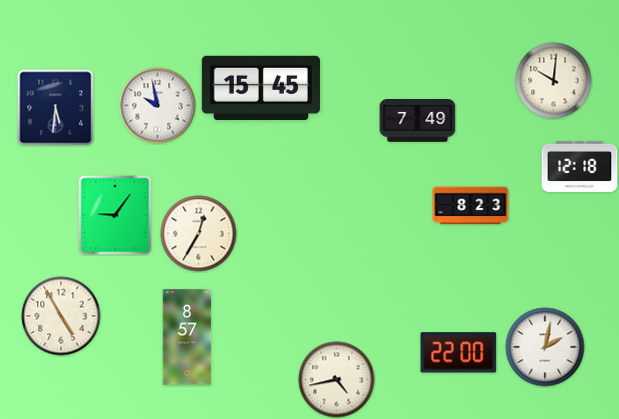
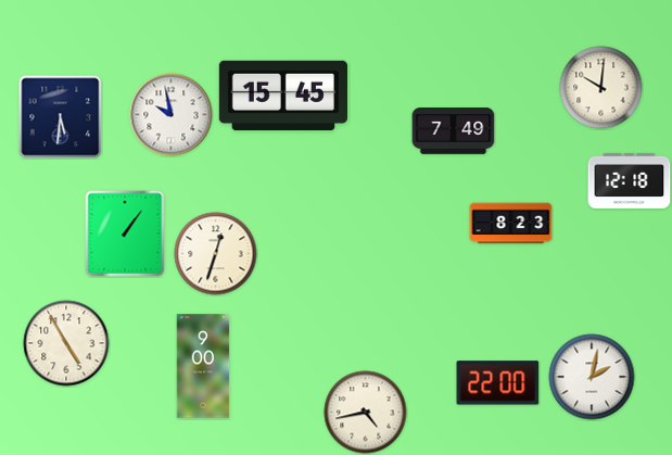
clock at (115, 215): 9:06 -> 1:06
clock at (199, 234): 12:35 -> 12:33
clock at (187, 337): 8:57 -> 9:00
